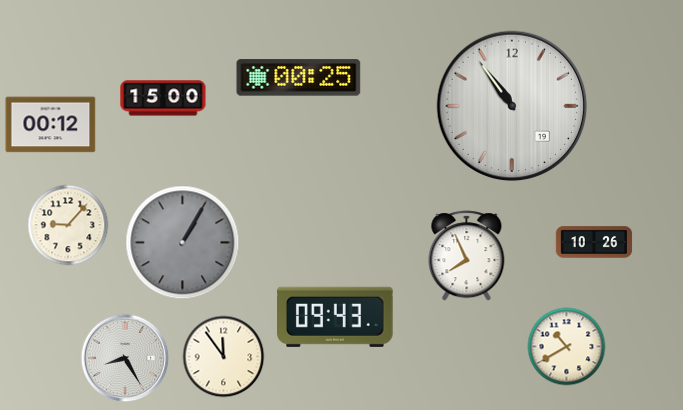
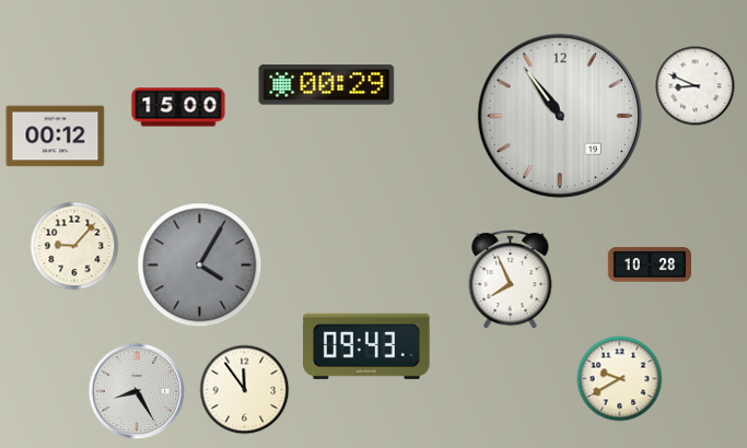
clock at (299, 78): 00:25 -> 00:29
clock at (696, 86): none -> 8:49
clock at (594, 242): 10:26 -> 10:28
clock at (183, 243): 1:05 -> 4:05
clock at (567, 347): 10:40 -> 9:40
